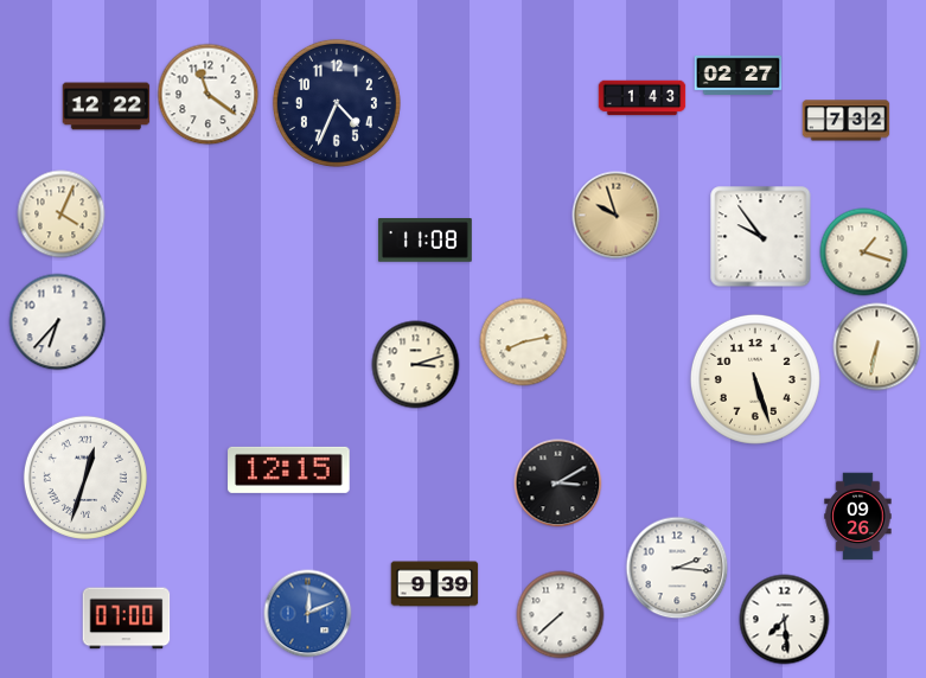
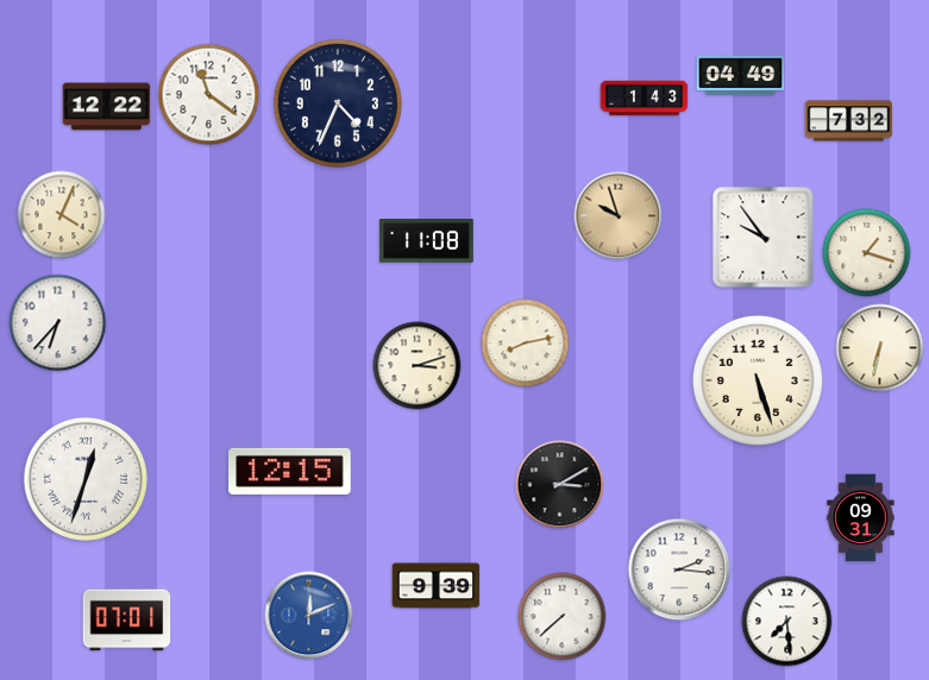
clock at (739, 75): 02:27 -> 04:49
clock at (858, 517): 09:26 -> 09:31
clock at (127, 619): 07:00 -> 07:01
